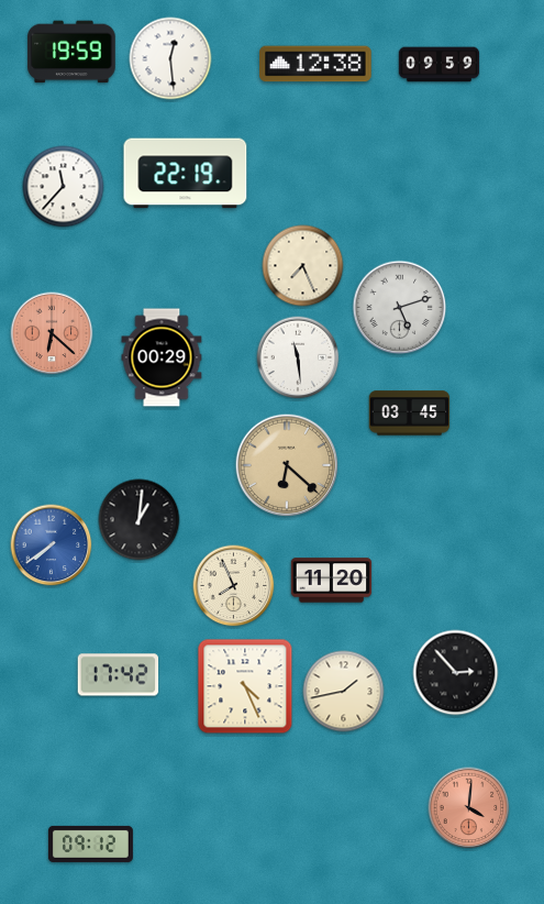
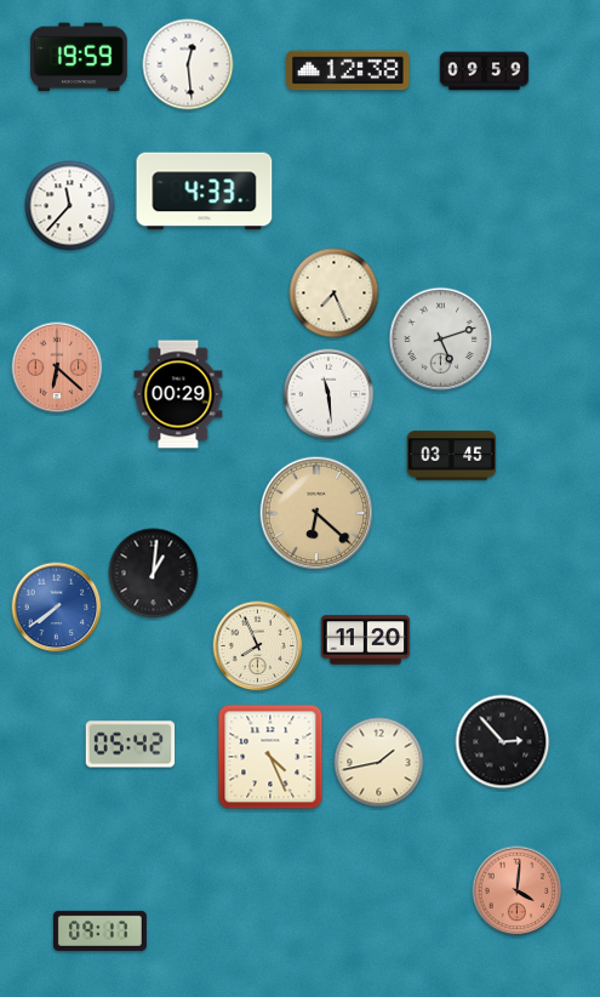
clock at (186, 174): 22:19 -> 4:33
clock at (52, 545) position: (52, 545) -> (57, 608)
clock at (119, 675): 17:42 -> 05:42
clock at (90, 844): 09:12 -> 09:17
